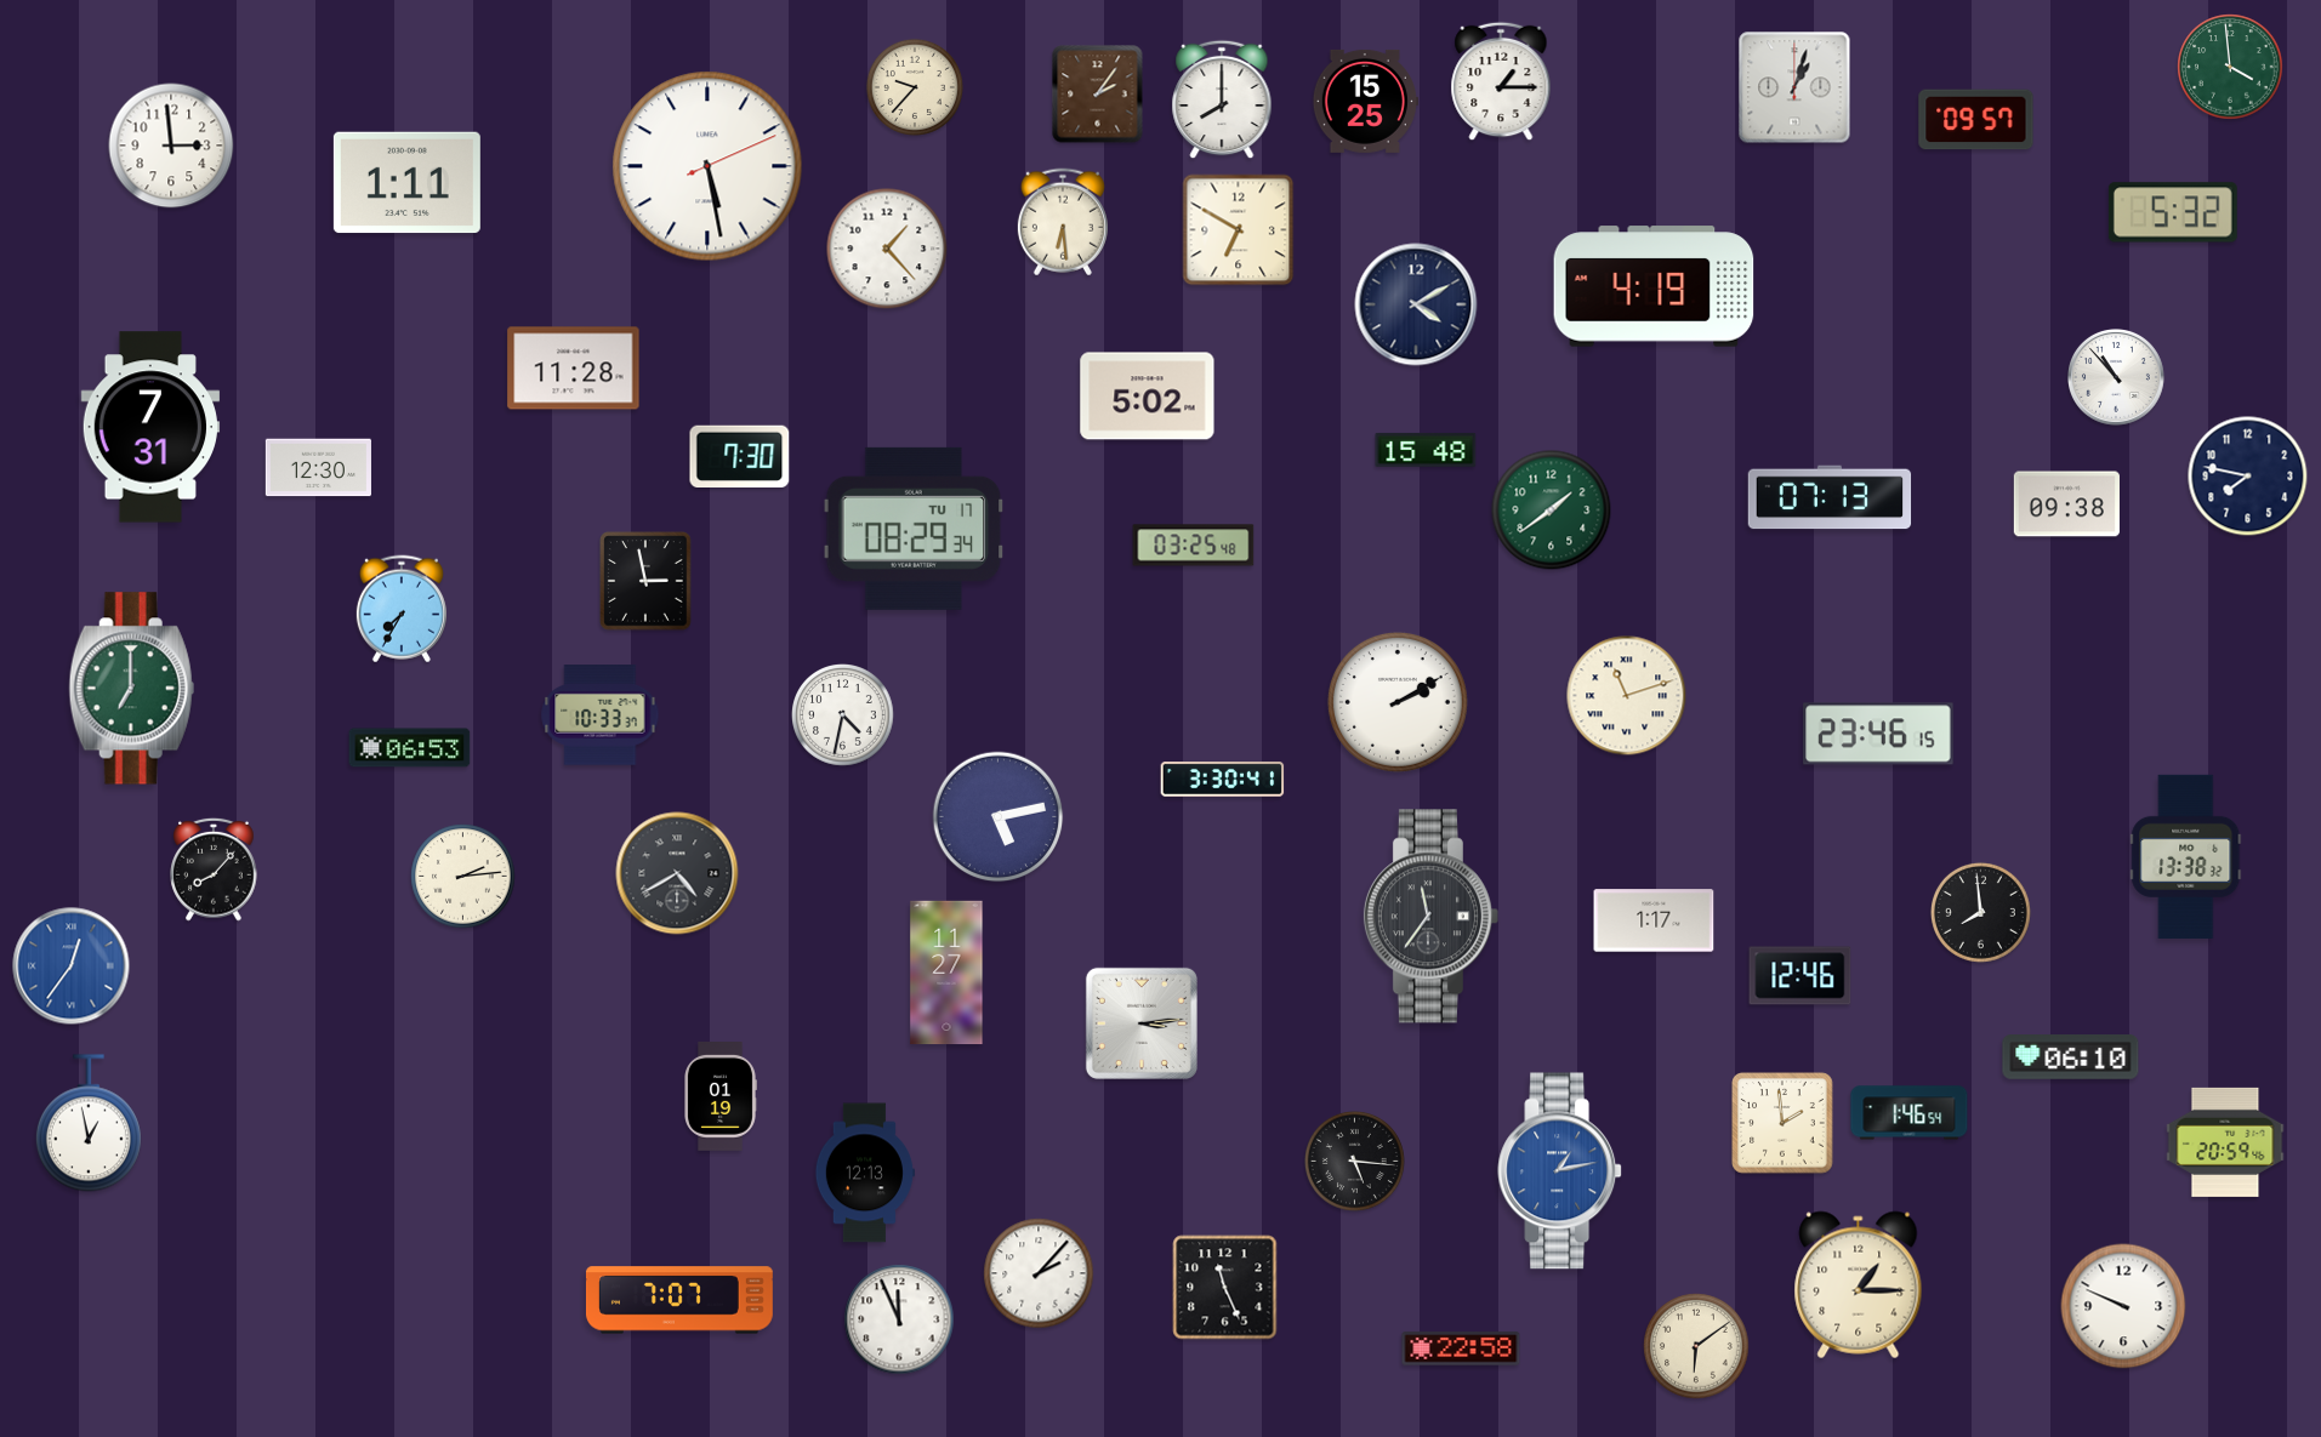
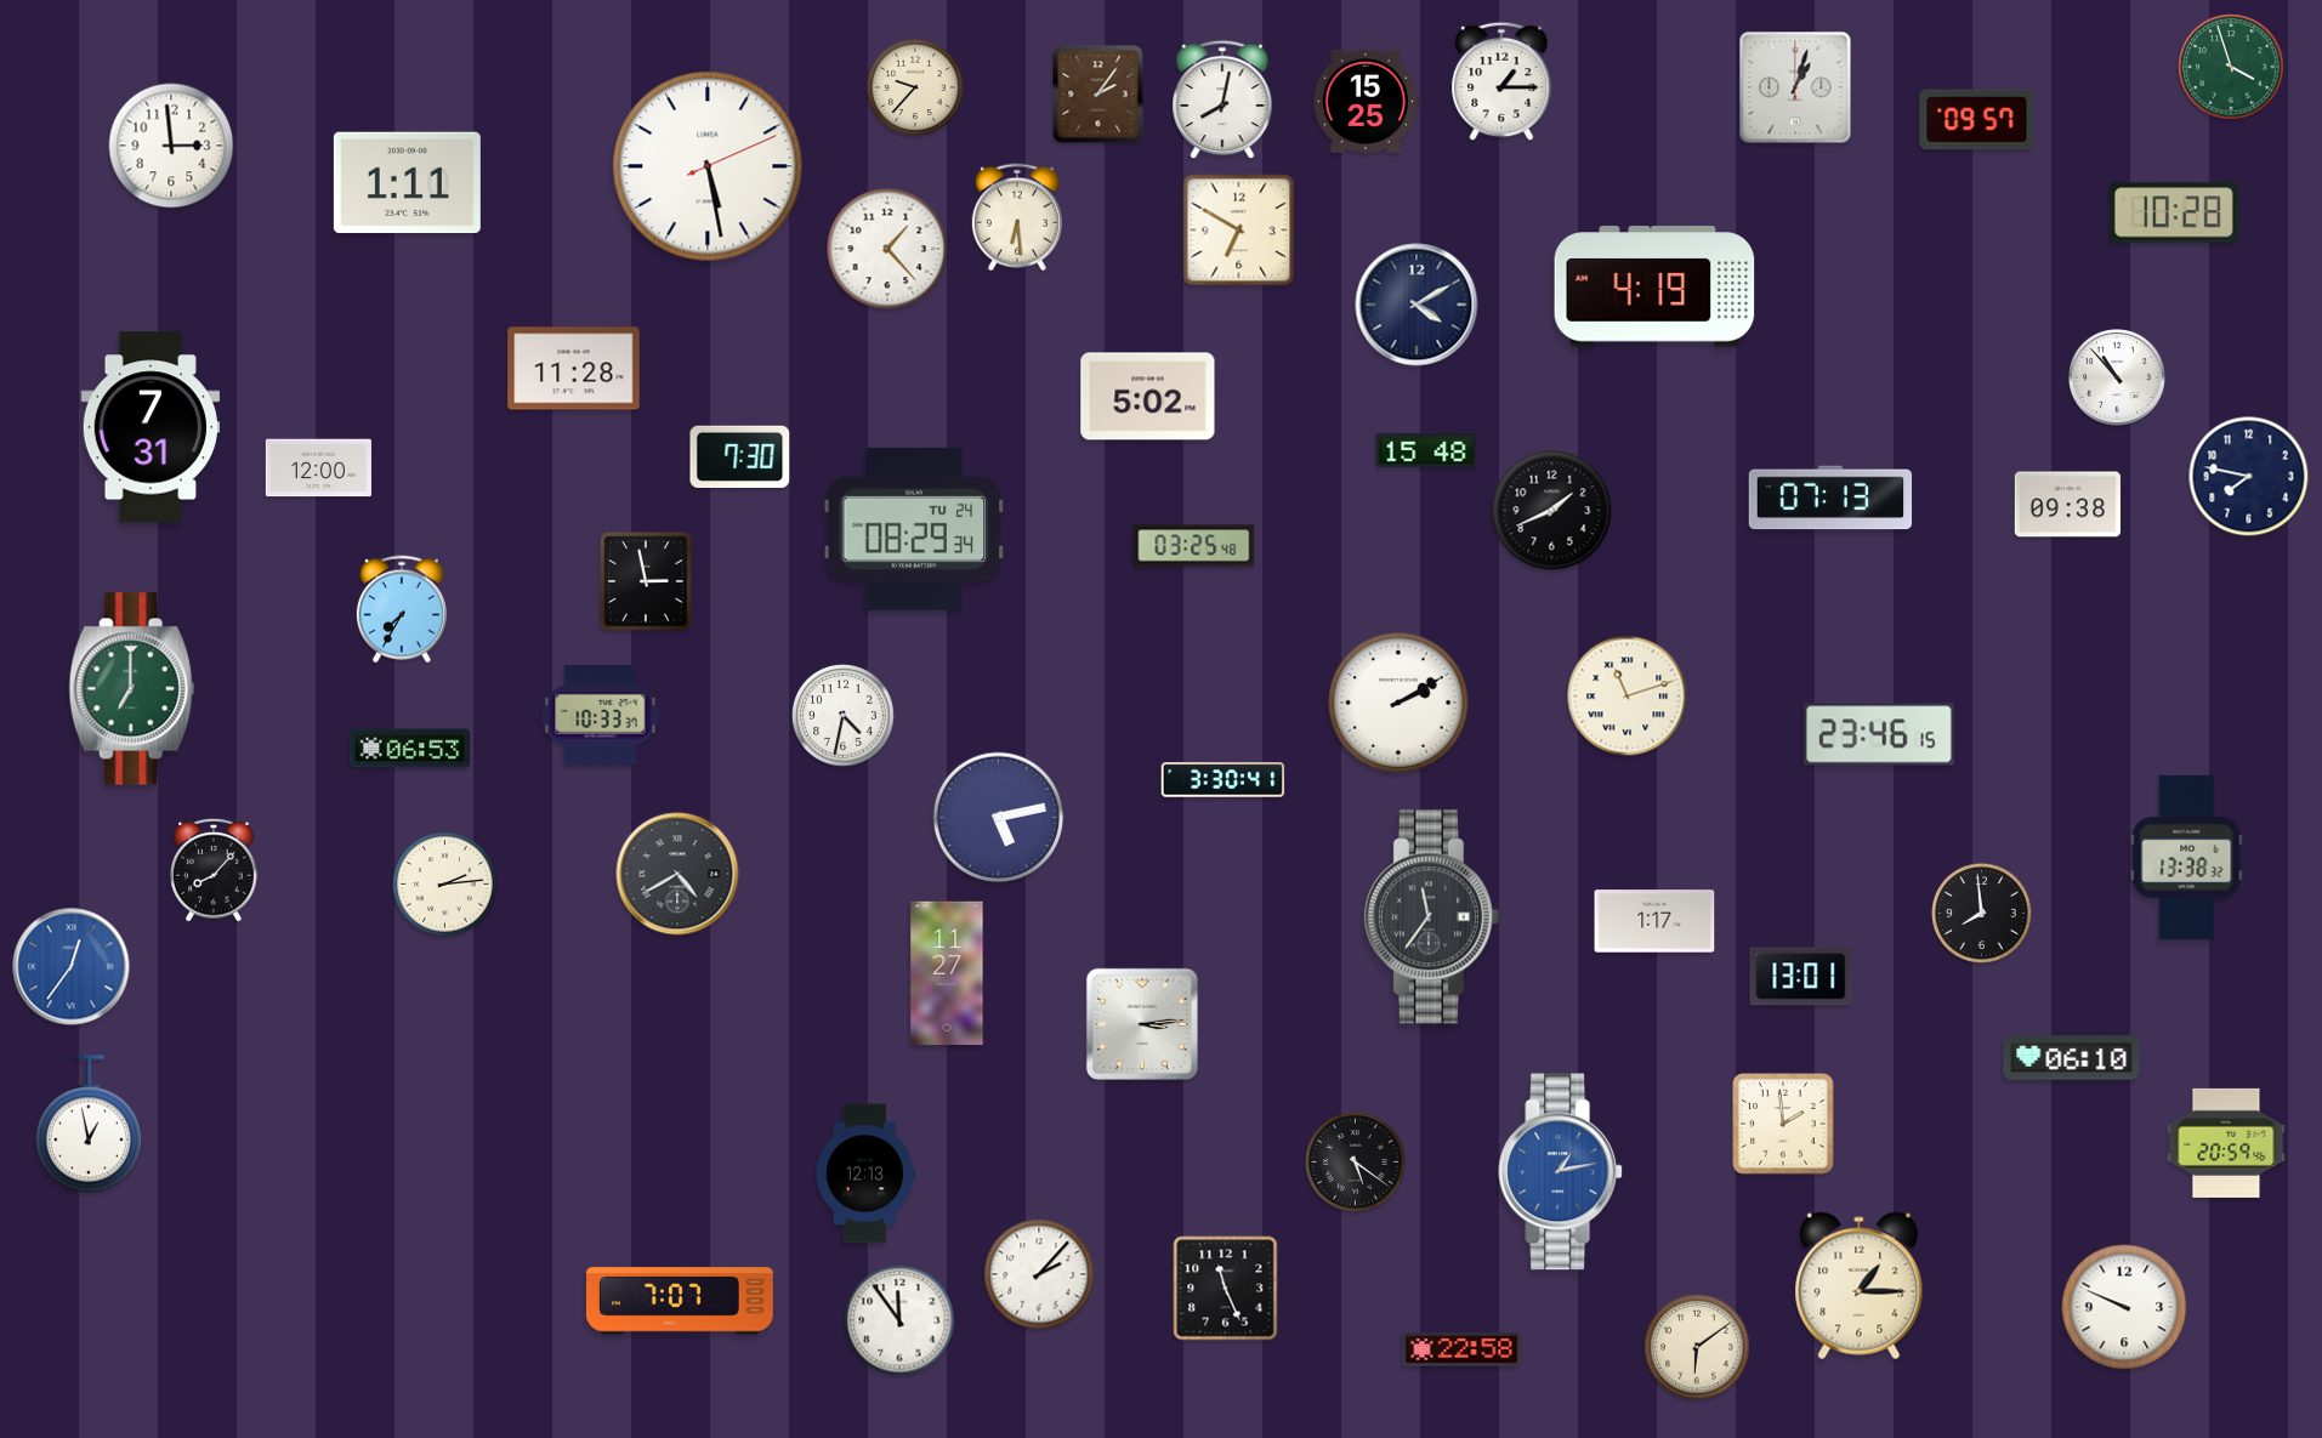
clock at (2230, 67): 3:59 -> 3:57
clock at (1222, 99): 8:00 -> 8:02
clock at (2173, 212): 5:32 -> 10:28
clock at (1063, 222) position: (1063, 222) -> (1017, 217)
clock at (318, 468): 12:30 -> 12:00
clock at (1552, 511): 1:39 -> 1:41
clock at (1552, 511) dial: green -> black
clock at (914, 529) date: TU 17 -> TU 24
clock at (463, 877) position: (463, 877) -> (445, 885)
clock at (1801, 976): 12:46 -> 13:01
clock at (721, 1097): 01:19 -> none
clock at (1910, 1113): 1:46 -> none
clock at (1354, 1161): 5:16 -> 5:21
clock at (899, 1319): 11:56 -> 11:54
